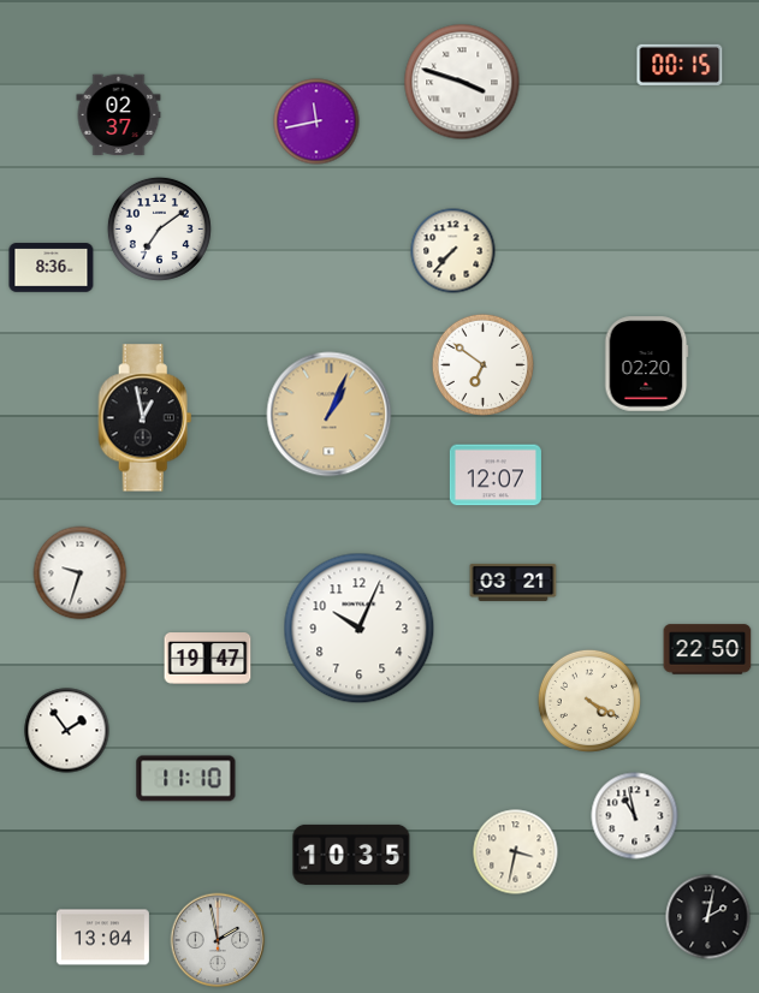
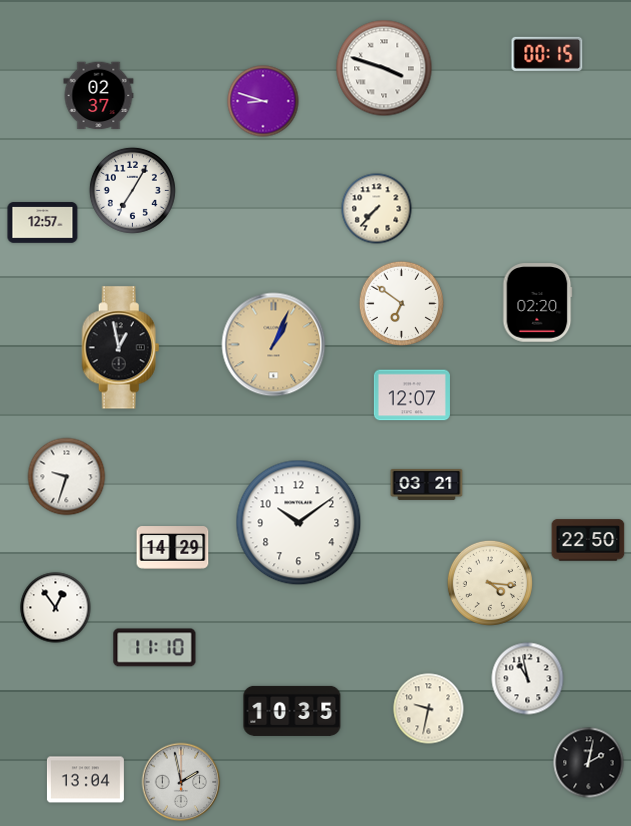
clock at (680, 65) position: (680, 65) -> (547, 54)
clock at (316, 121): 11:43 -> 8:48
clock at (159, 228): 7:09 -> 7:05
clock at (52, 268): 8:36 -> 12:57
clock at (360, 629): 10:04 -> 10:09
clock at (208, 659): 19:47 -> 14:29
clock at (589, 701): 4:20 -> 4:16
clock at (67, 731): 1:54 -> 12:54
clock at (516, 852): 3:32 -> 9:32
